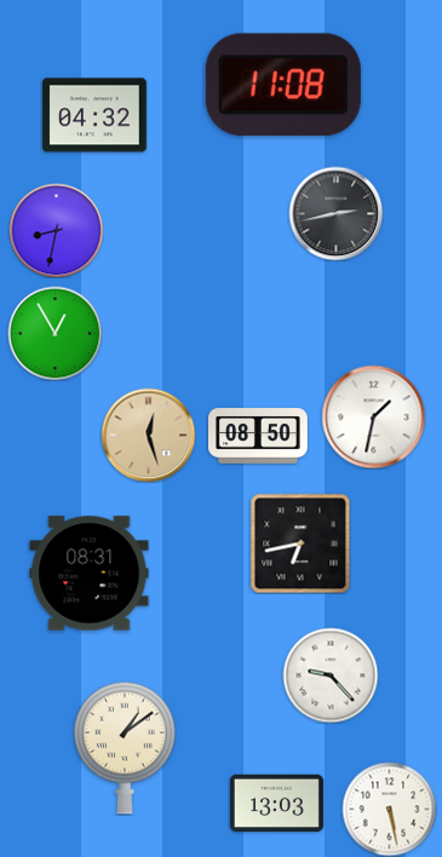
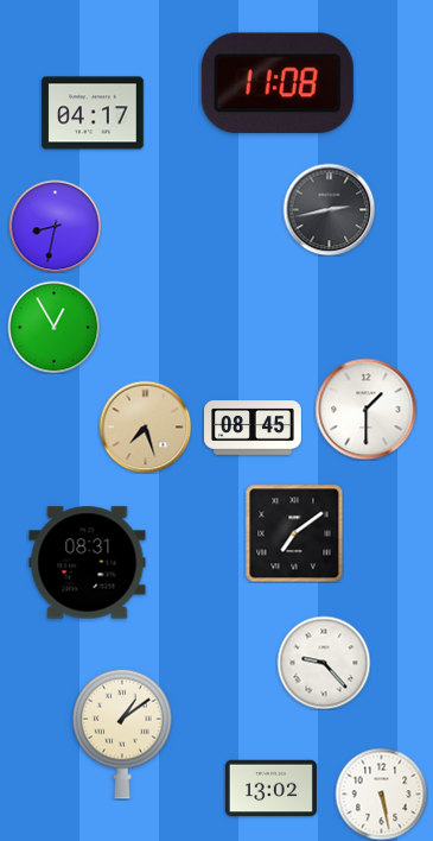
clock at (94, 115): 04:32 -> 04:17
clock at (373, 416): 1:32 -> 1:30
clock at (148, 435): 12:27 -> 7:27
clock at (259, 436): 08:50 -> 08:45
clock at (300, 543): 6:43 -> 7:09
clock at (276, 804): 13:03 -> 13:02
